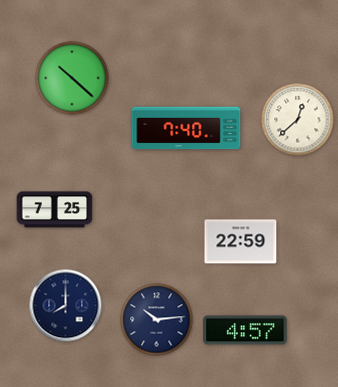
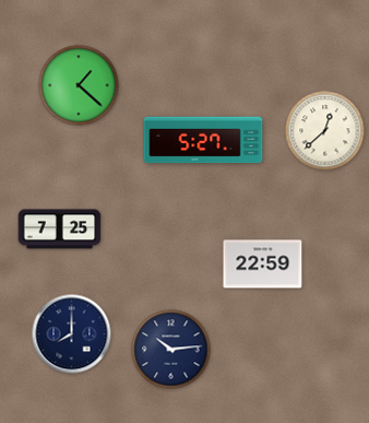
clock at (72, 78): 10:22 -> 1:22
clock at (186, 128): 7:40 -> 5:27
clock at (245, 330): 4:57 -> none
